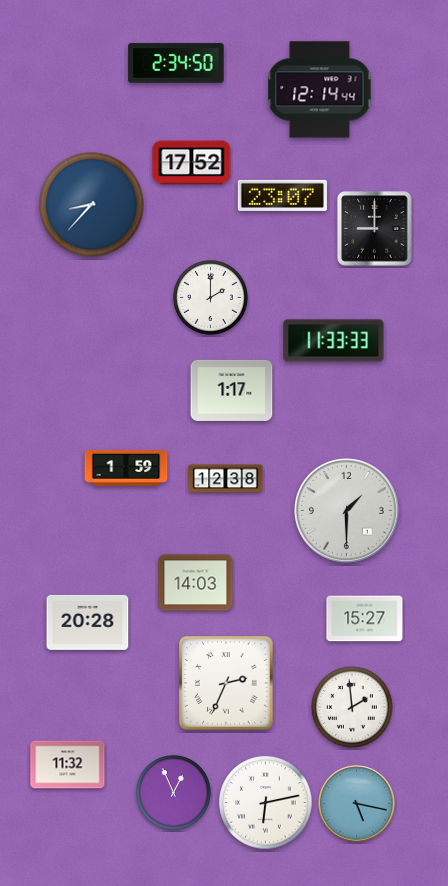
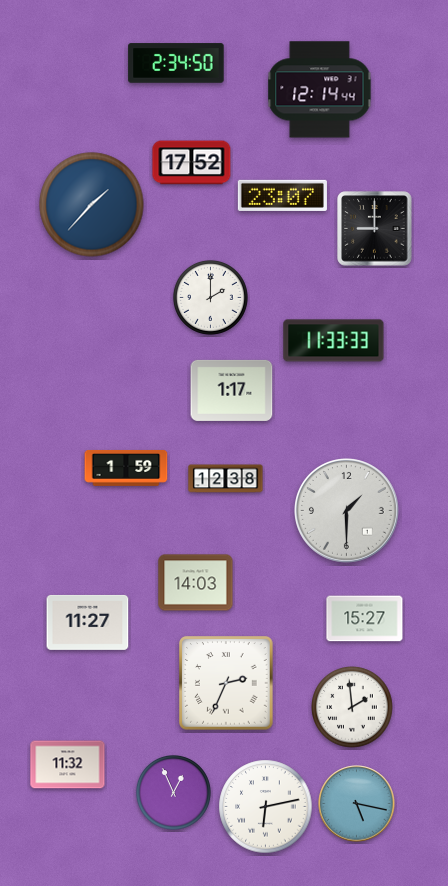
clock at (92, 205): 8:37 -> 1:37
clock at (88, 622): 20:28 -> 11:27
clock at (266, 803) position: (266, 803) -> (266, 807)
